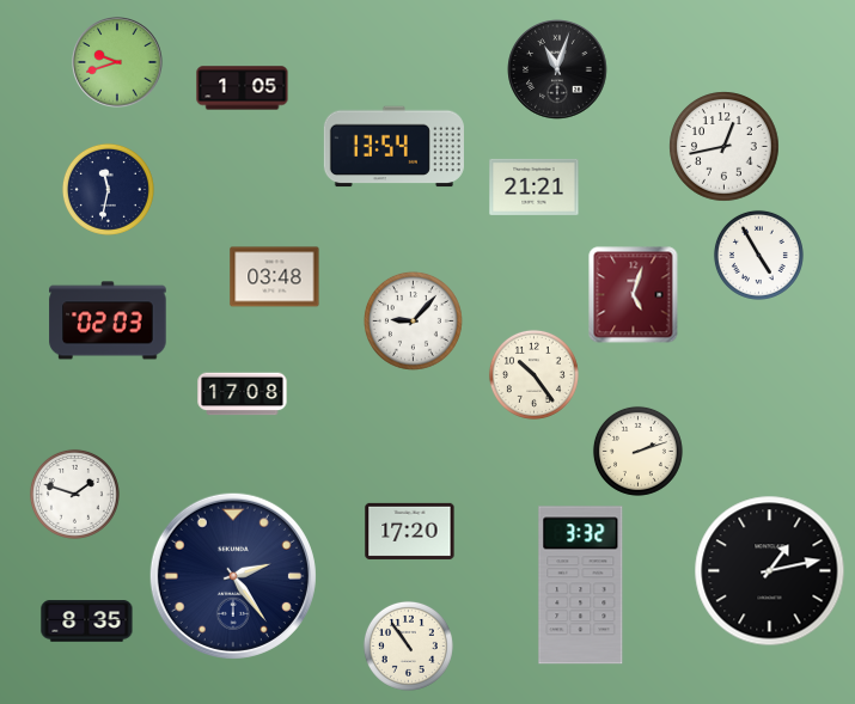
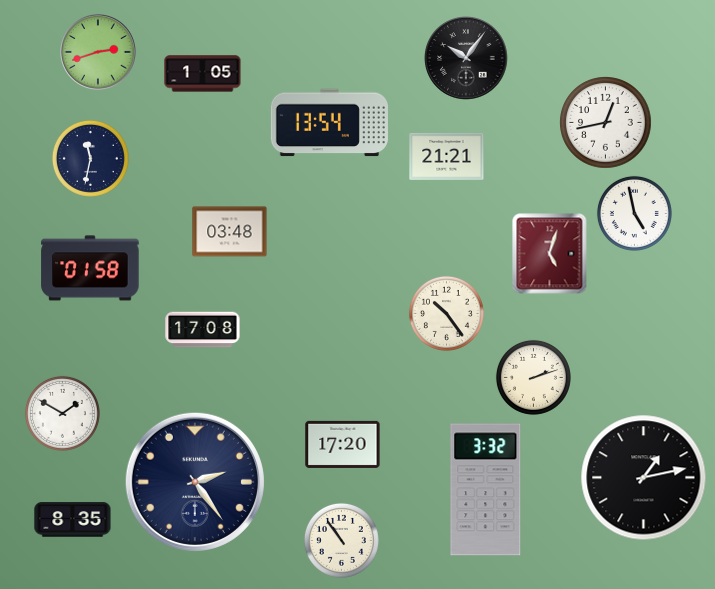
clock at (117, 62): 9:42 -> 2:42
clock at (557, 69): 11:03 -> 10:06
clock at (758, 255): 4:55 -> 4:58
clock at (634, 295) position: (634, 295) -> (550, 254)
clock at (108, 320): 02:03 -> 01:58
clock at (413, 320): 9:07 -> none
clock at (74, 494): 1:48 -> 1:50
